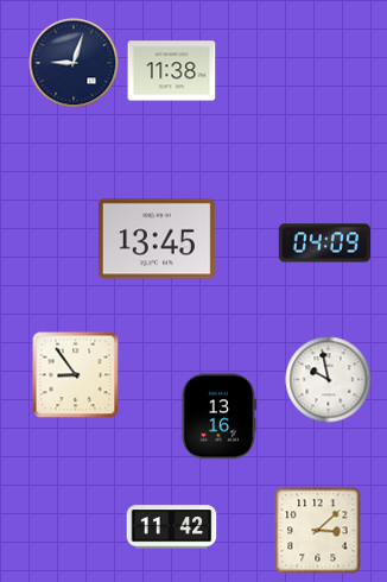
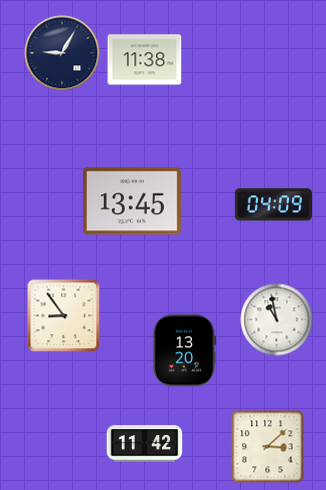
clock at (74, 63): 9:03 -> 9:05
clock at (329, 380): 9:58 -> 10:58
clock at (220, 417): 13:16 -> 13:20
